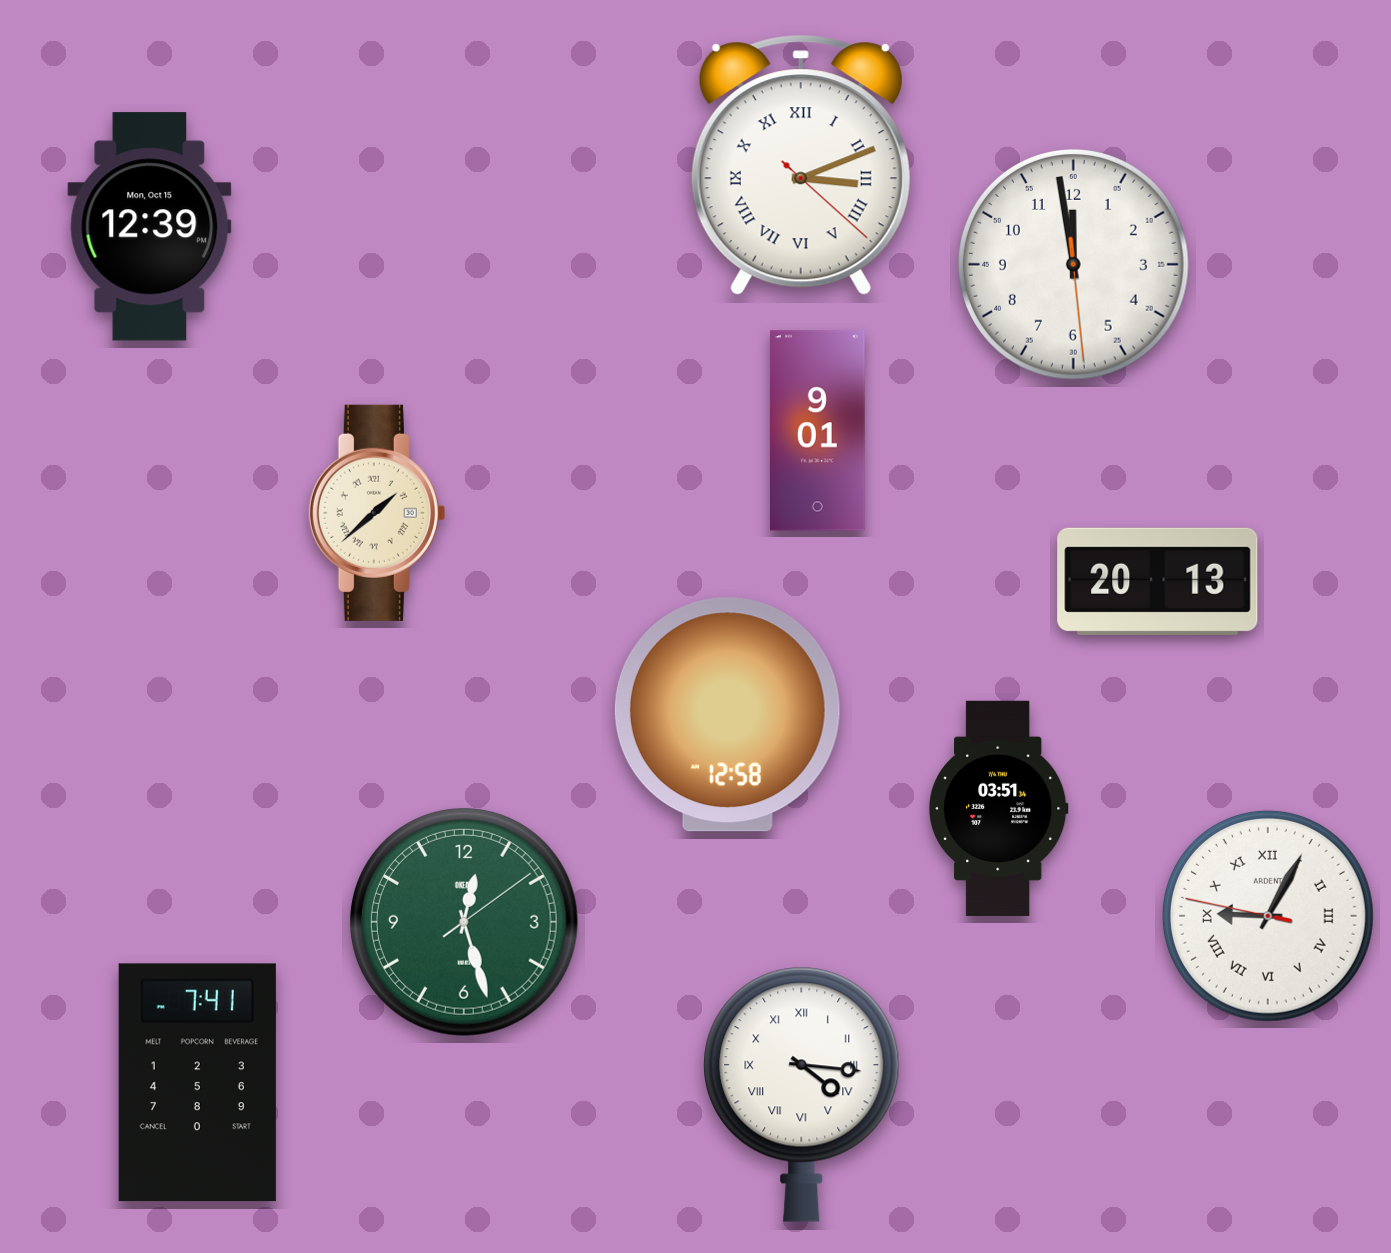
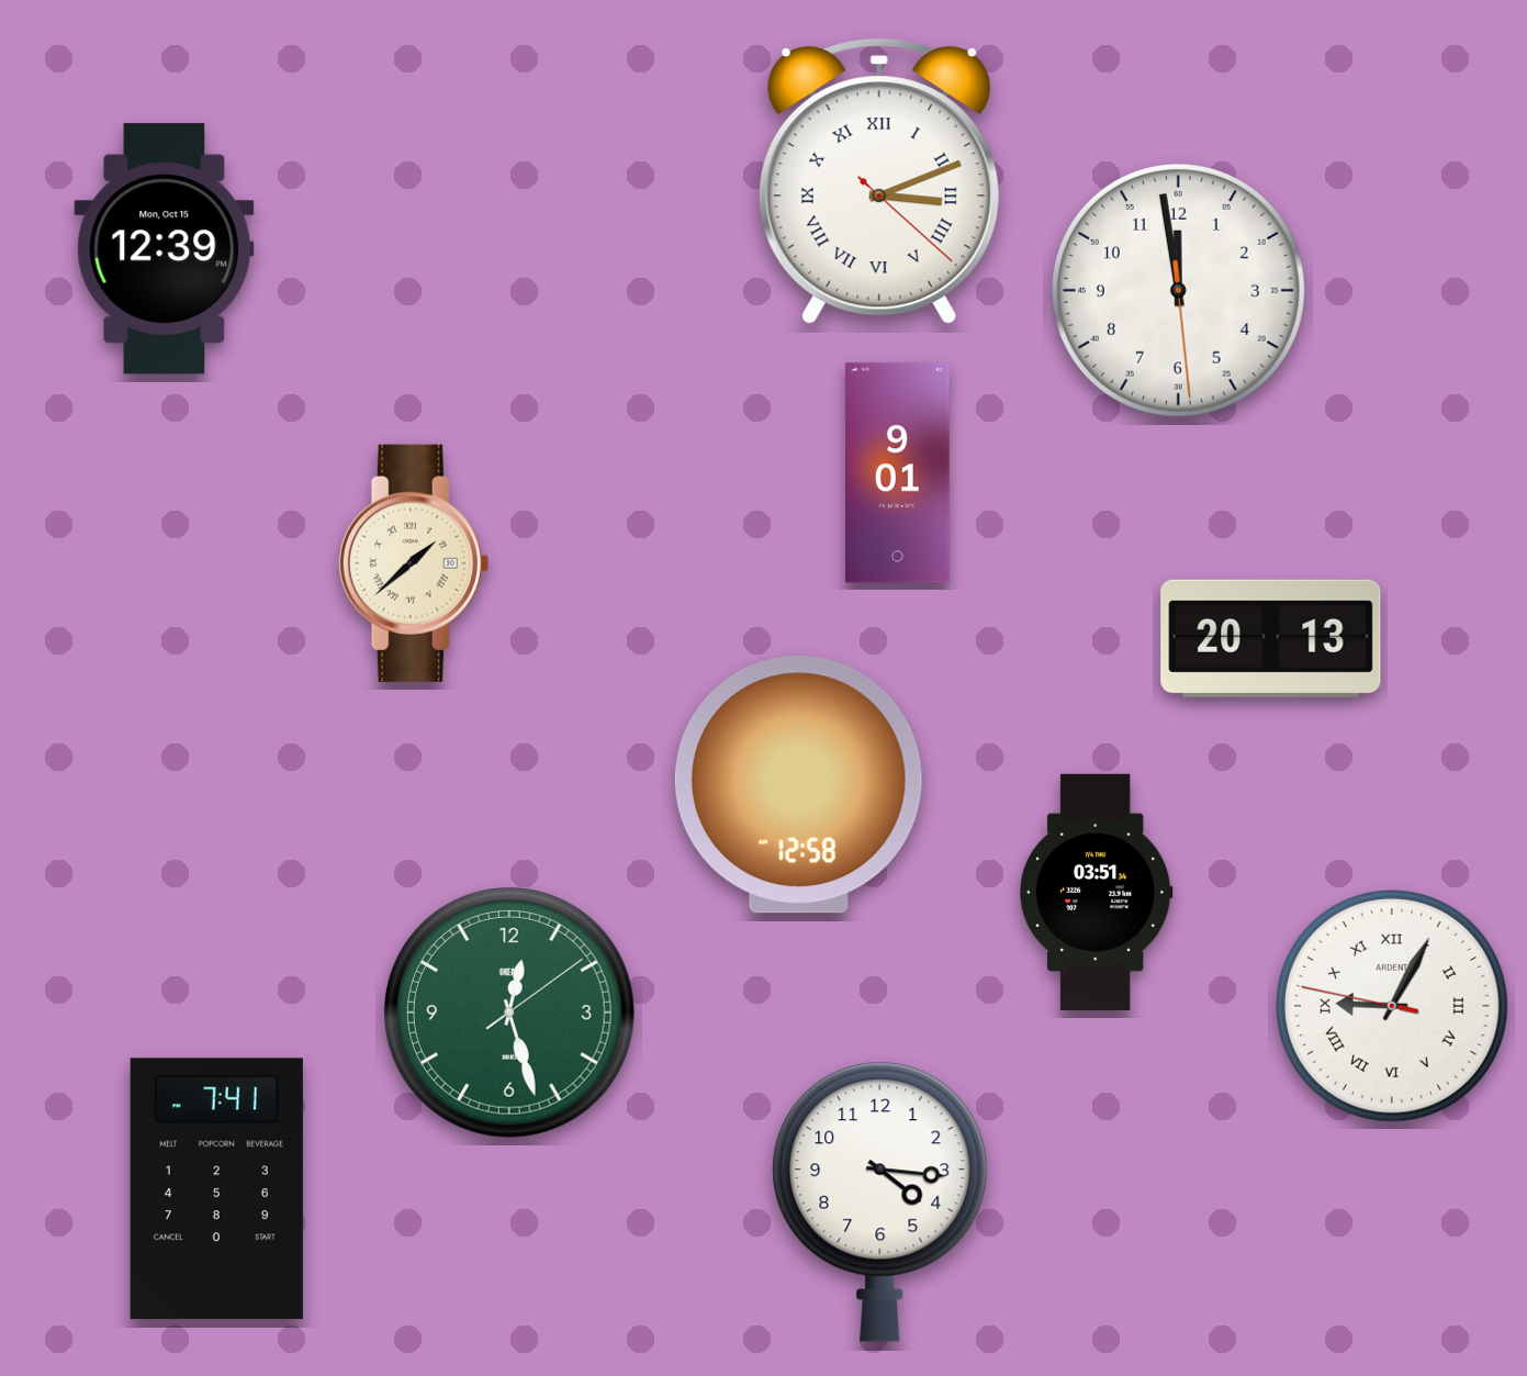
clock at (999, 808) position: (999, 808) -> (1097, 892)
clock at (802, 1094) numerals: Roman -> Arabic
